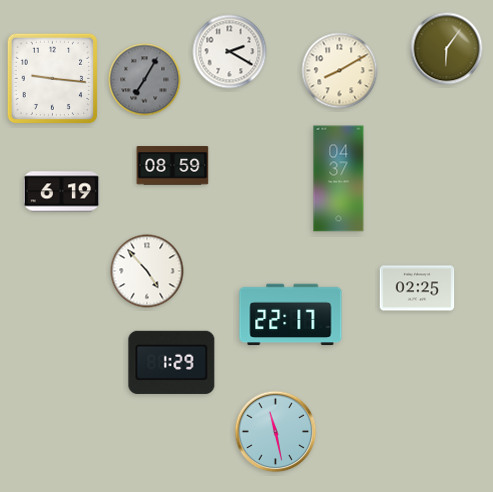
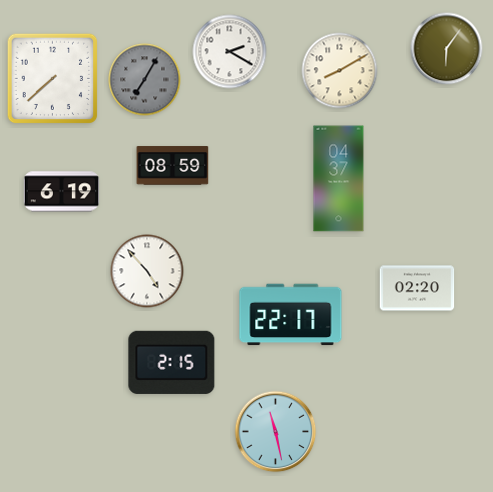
clock at (53, 79): 9:16 -> 7:38
clock at (417, 288): 02:25 -> 02:20
clock at (172, 362): 1:29 -> 2:15
